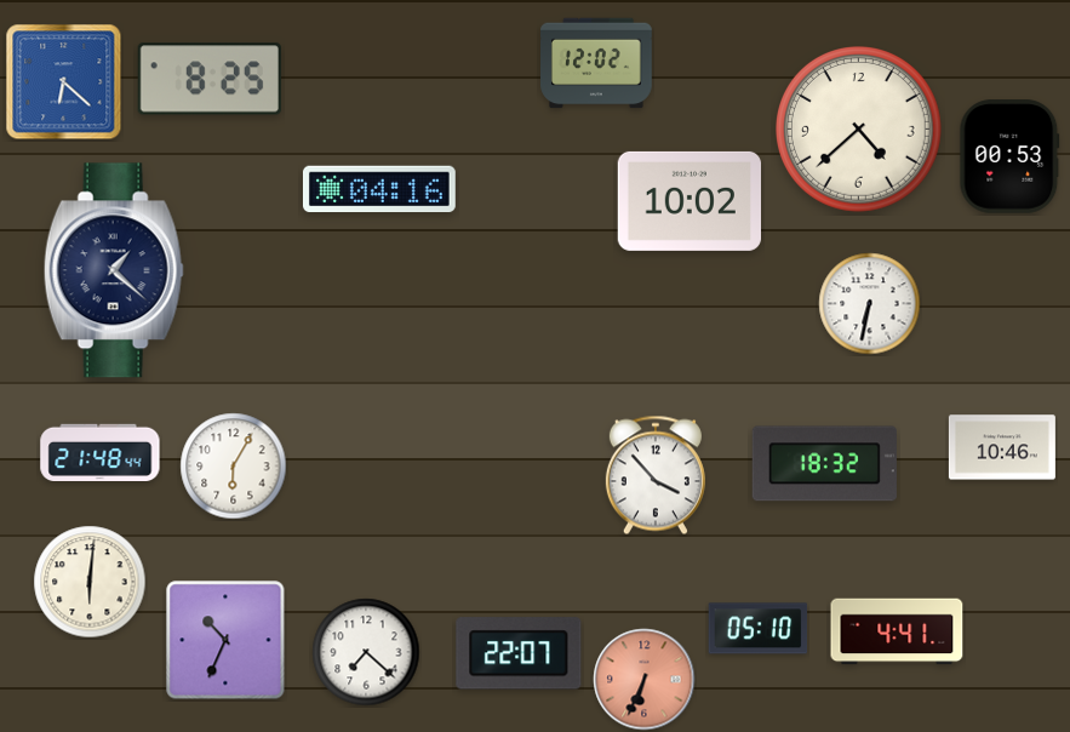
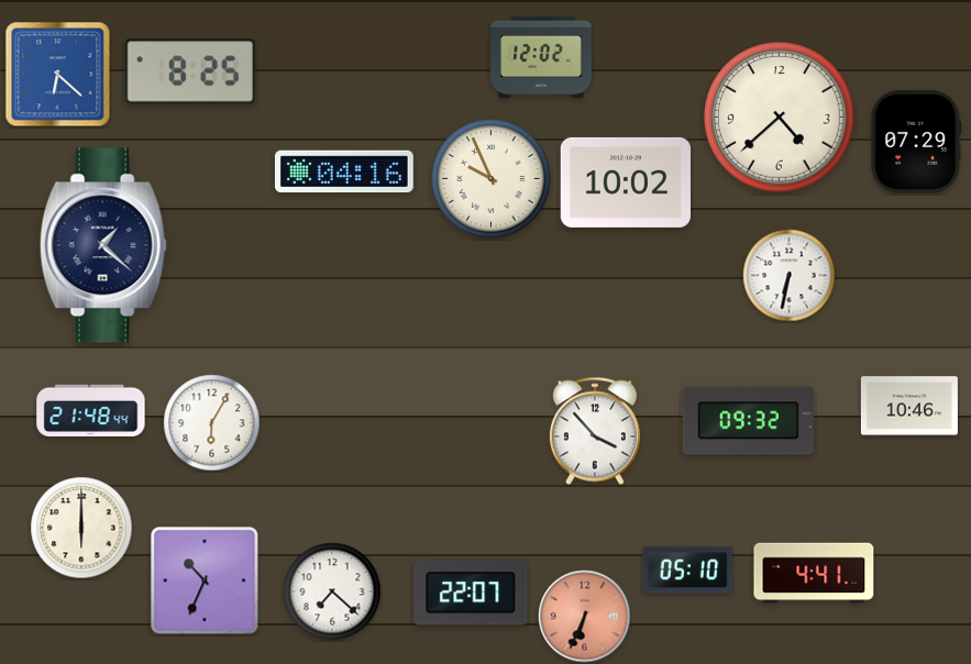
clock at (1009, 156): 00:53 -> 07:29
clock at (492, 179): none -> 9:56
clock at (824, 464): 18:32 -> 09:32
clock at (90, 582): 6:01 -> 6:00
